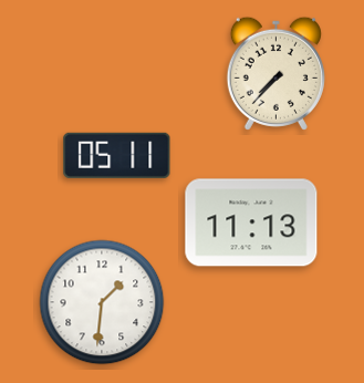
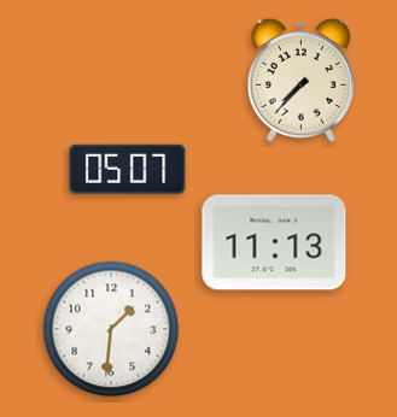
clock at (117, 155): 05:11 -> 05:07
